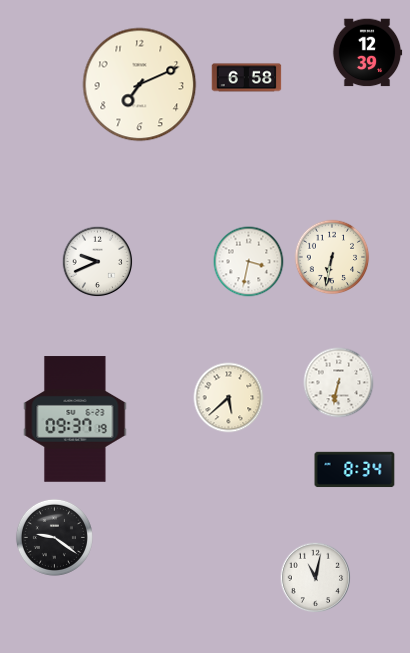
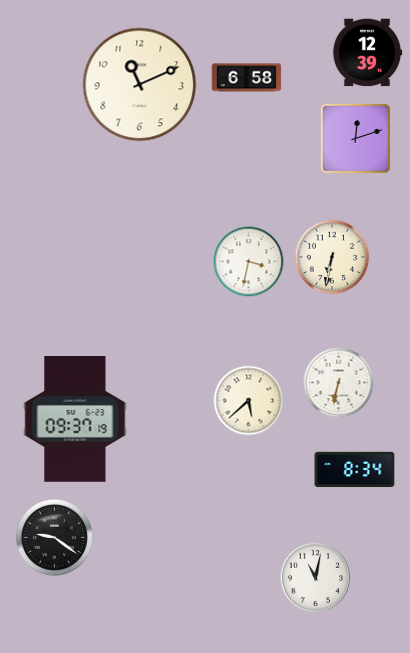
clock at (140, 85): 7:11 -> 11:11
clock at (355, 138): none -> 12:12
clock at (98, 262): 9:41 -> none
clock at (229, 398) position: (229, 398) -> (249, 401)
